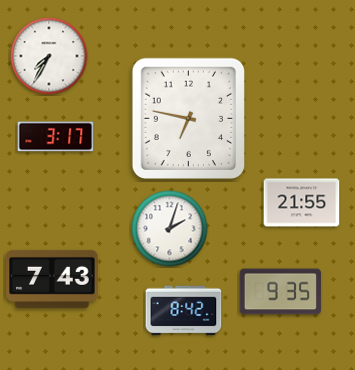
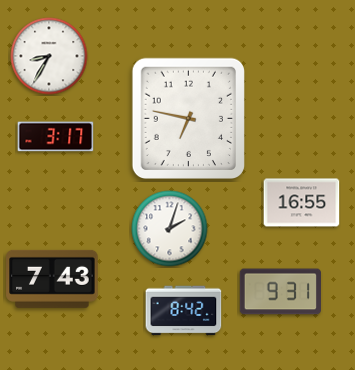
clock at (49, 56): 7:35 -> 8:35
clock at (302, 203): 21:55 -> 16:55
clock at (280, 292): 9:35 -> 9:31
